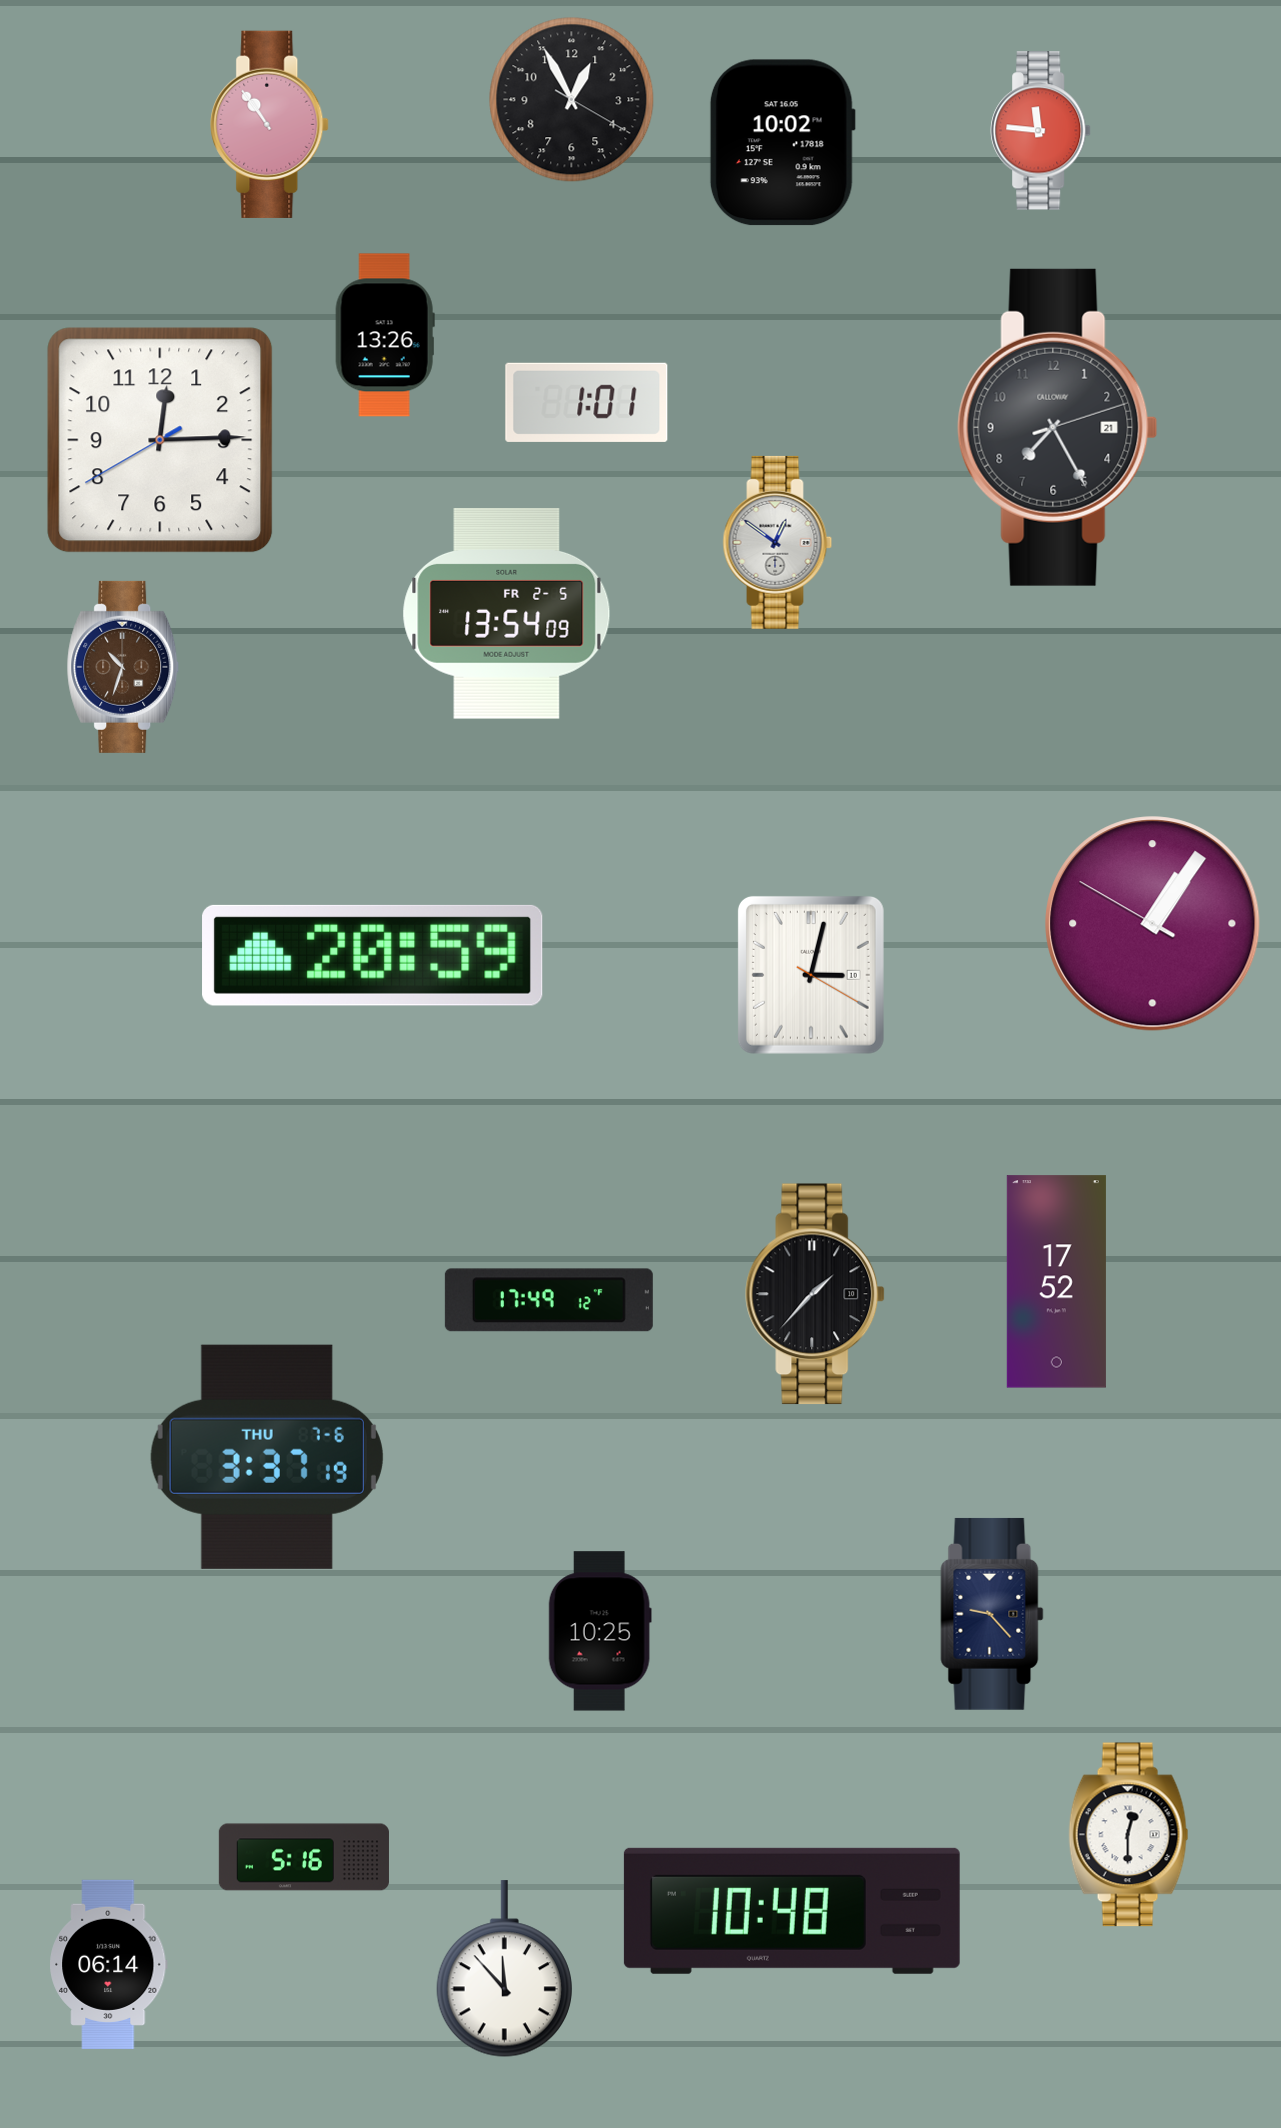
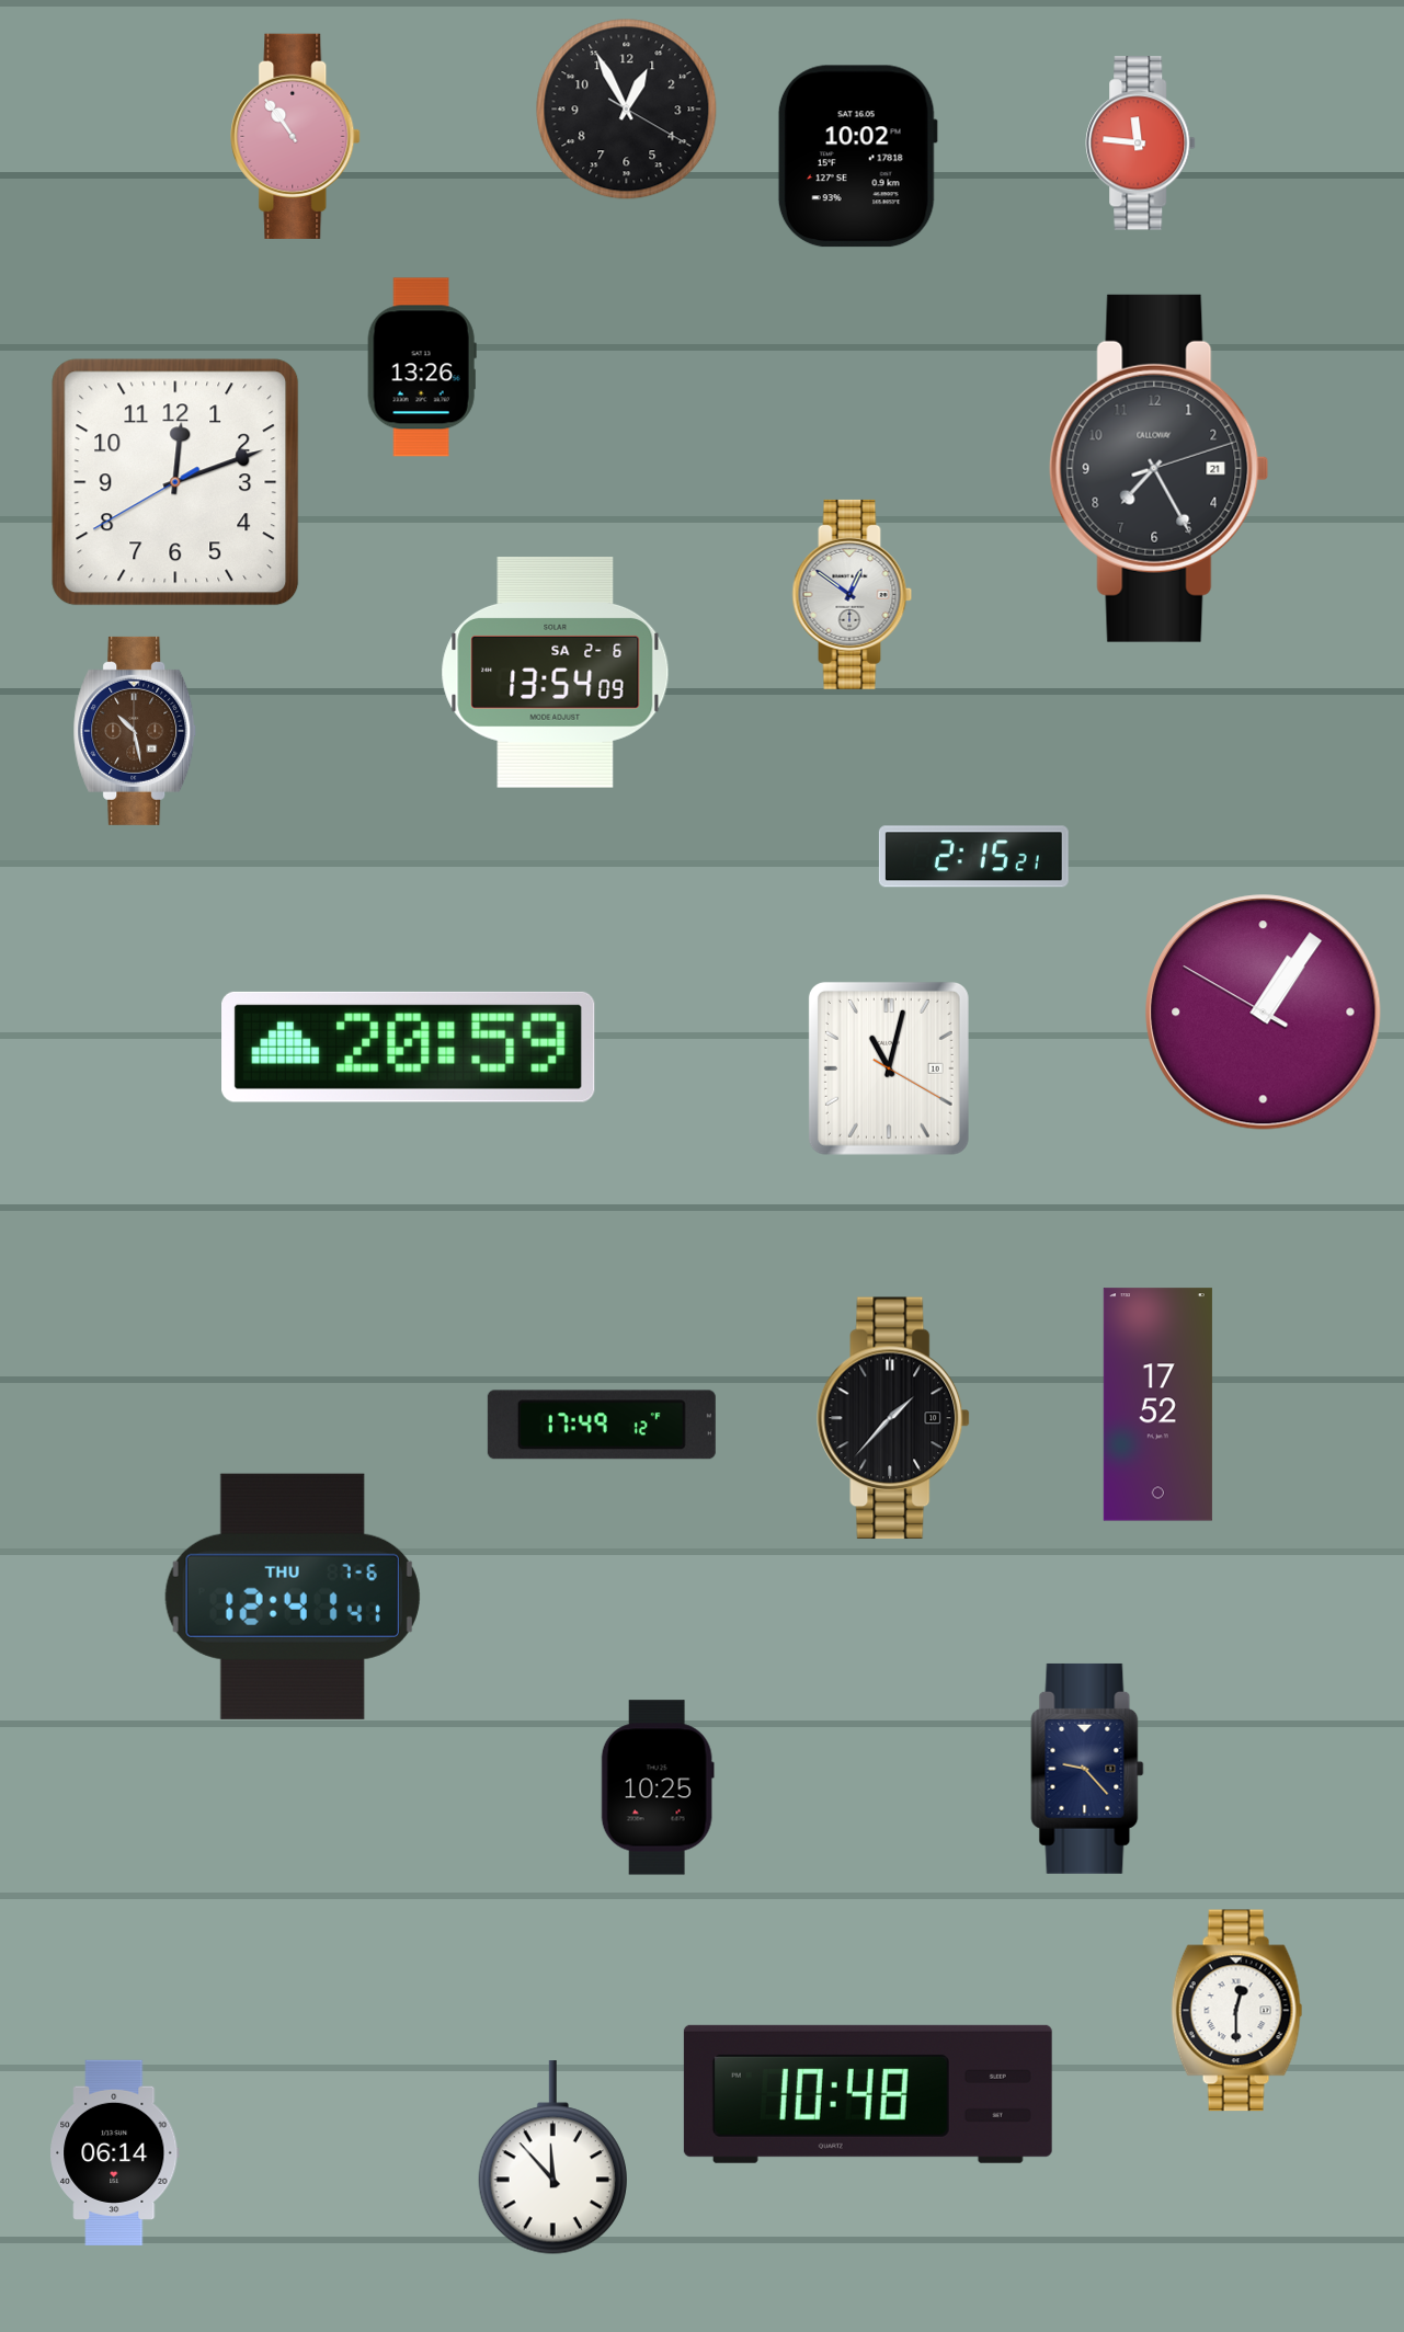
clock at (587, 402): 1:01 -> none
clock at (160, 440): 12:14 -> 12:11
clock at (507, 614) date: FR 2-5 -> SA 2-6
clock at (123, 667): 10:33 -> 10:28
clock at (973, 857): none -> 2:15
clock at (811, 975): 3:02 -> 11:02
clock at (267, 1457): 3:37 -> 12:41
clock at (304, 1857): 5:16 -> none
clock at (109, 1964) position: (109, 1964) -> (115, 2152)
